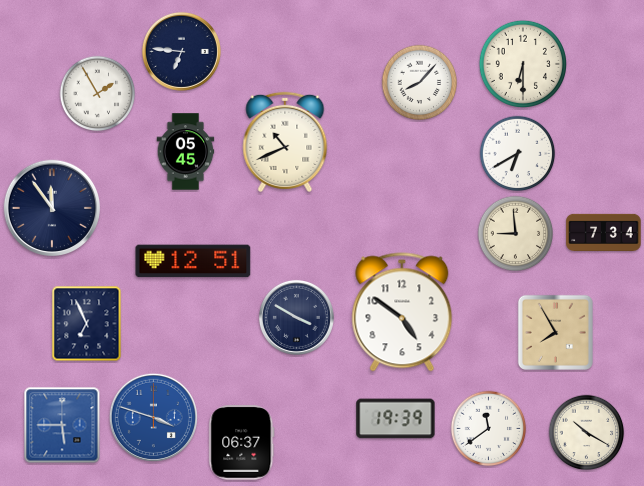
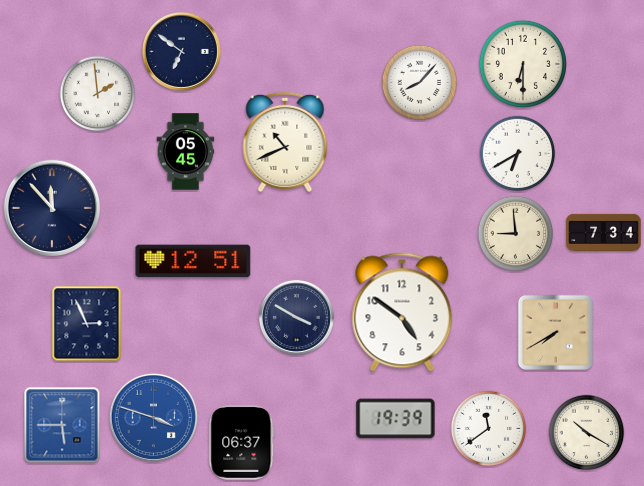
clock at (181, 51): 6:46 -> 6:51
clock at (98, 94): 1:55 -> 1:59
clock at (51, 207): 11:54 -> 11:53
clock at (87, 324): 6:56 -> 2:56
clock at (555, 332): 7:55 -> 7:40
